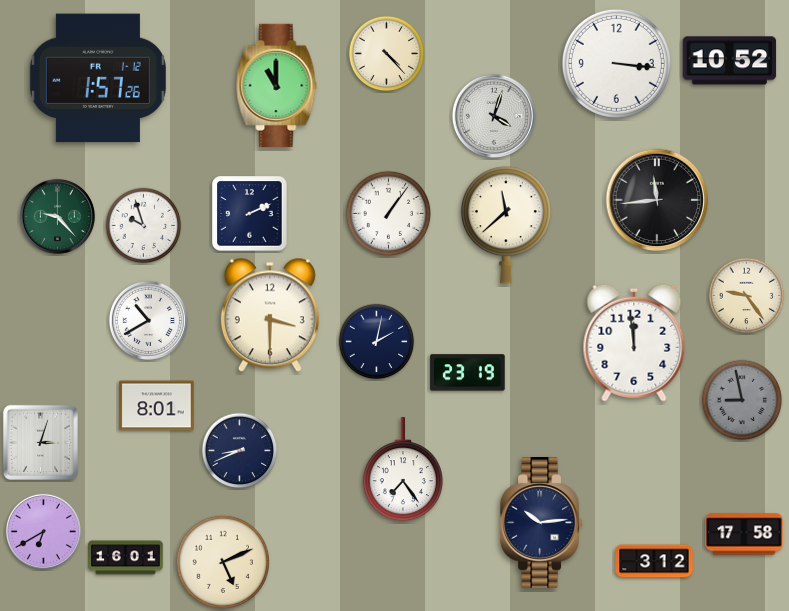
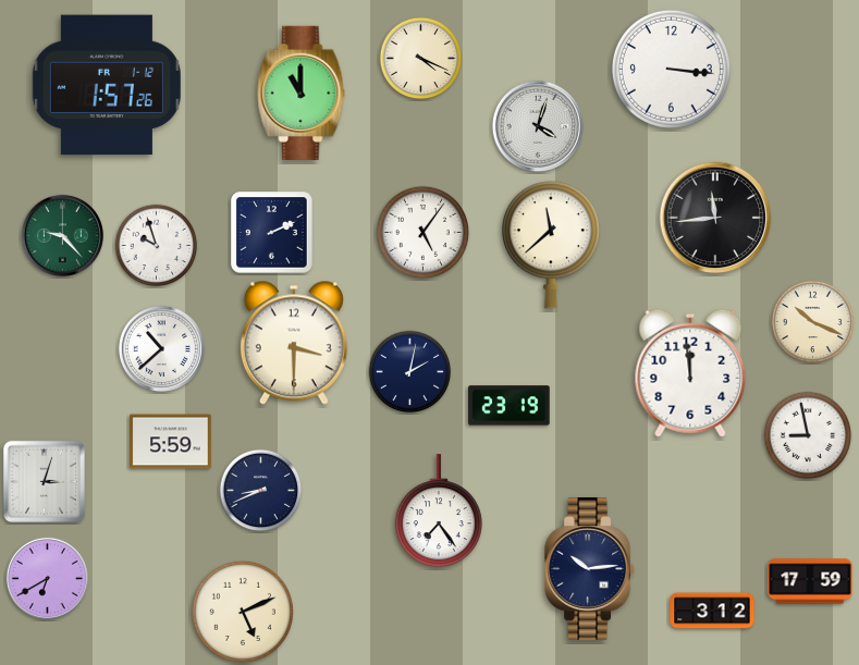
clock at (387, 54): 4:23 -> 4:19
clock at (730, 61): 10:52 -> none
clock at (389, 214): 1:06 -> 5:06
clock at (747, 296): 9:24 -> 10:19
clock at (148, 320): 10:40 -> 10:38
clock at (742, 400) dial: grey -> white
clock at (157, 406): 8:01 -> 5:59
clock at (744, 534): 17:58 -> 17:59
clock at (126, 558): 16:01 -> none
